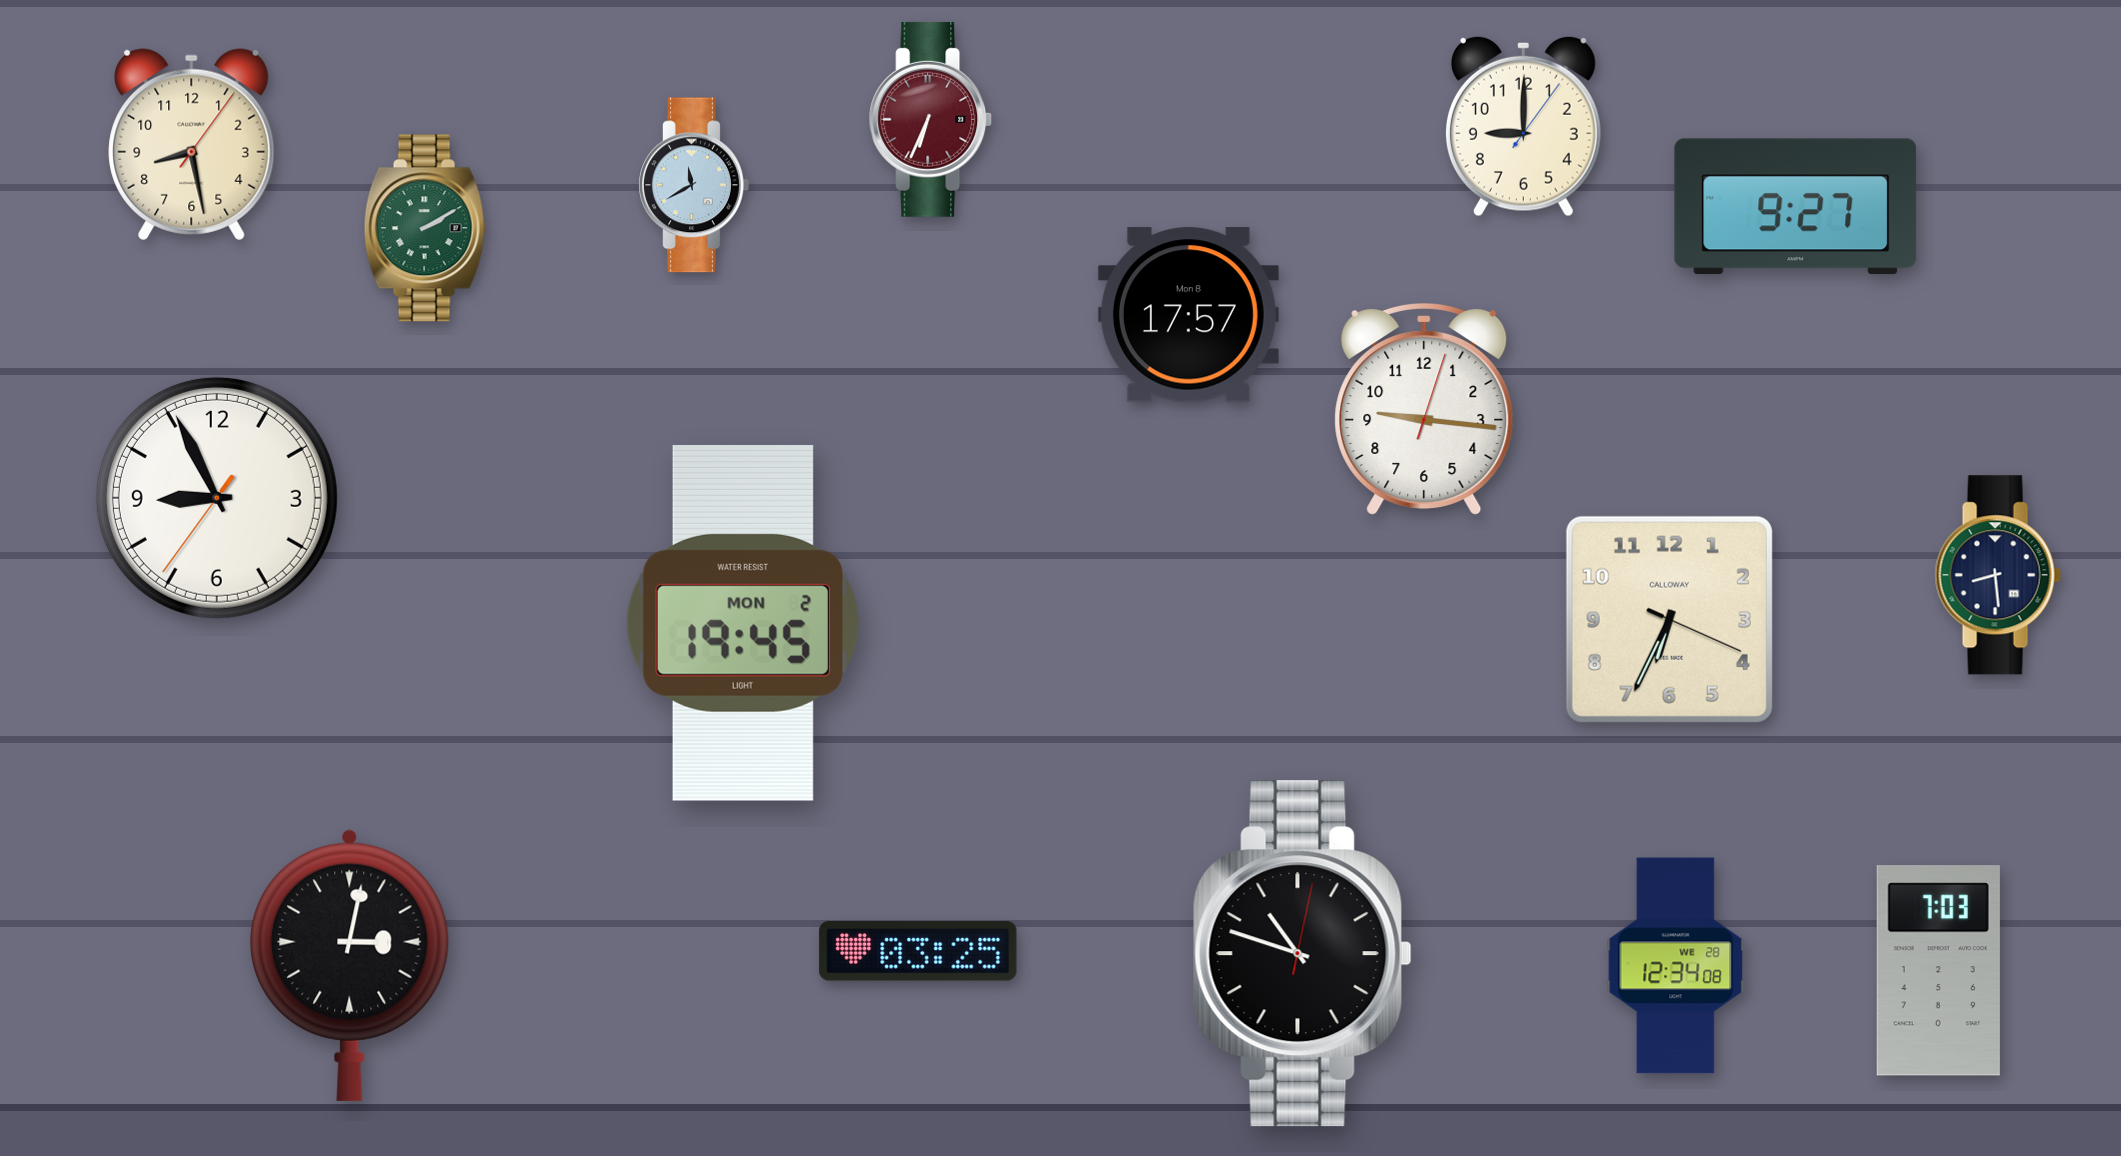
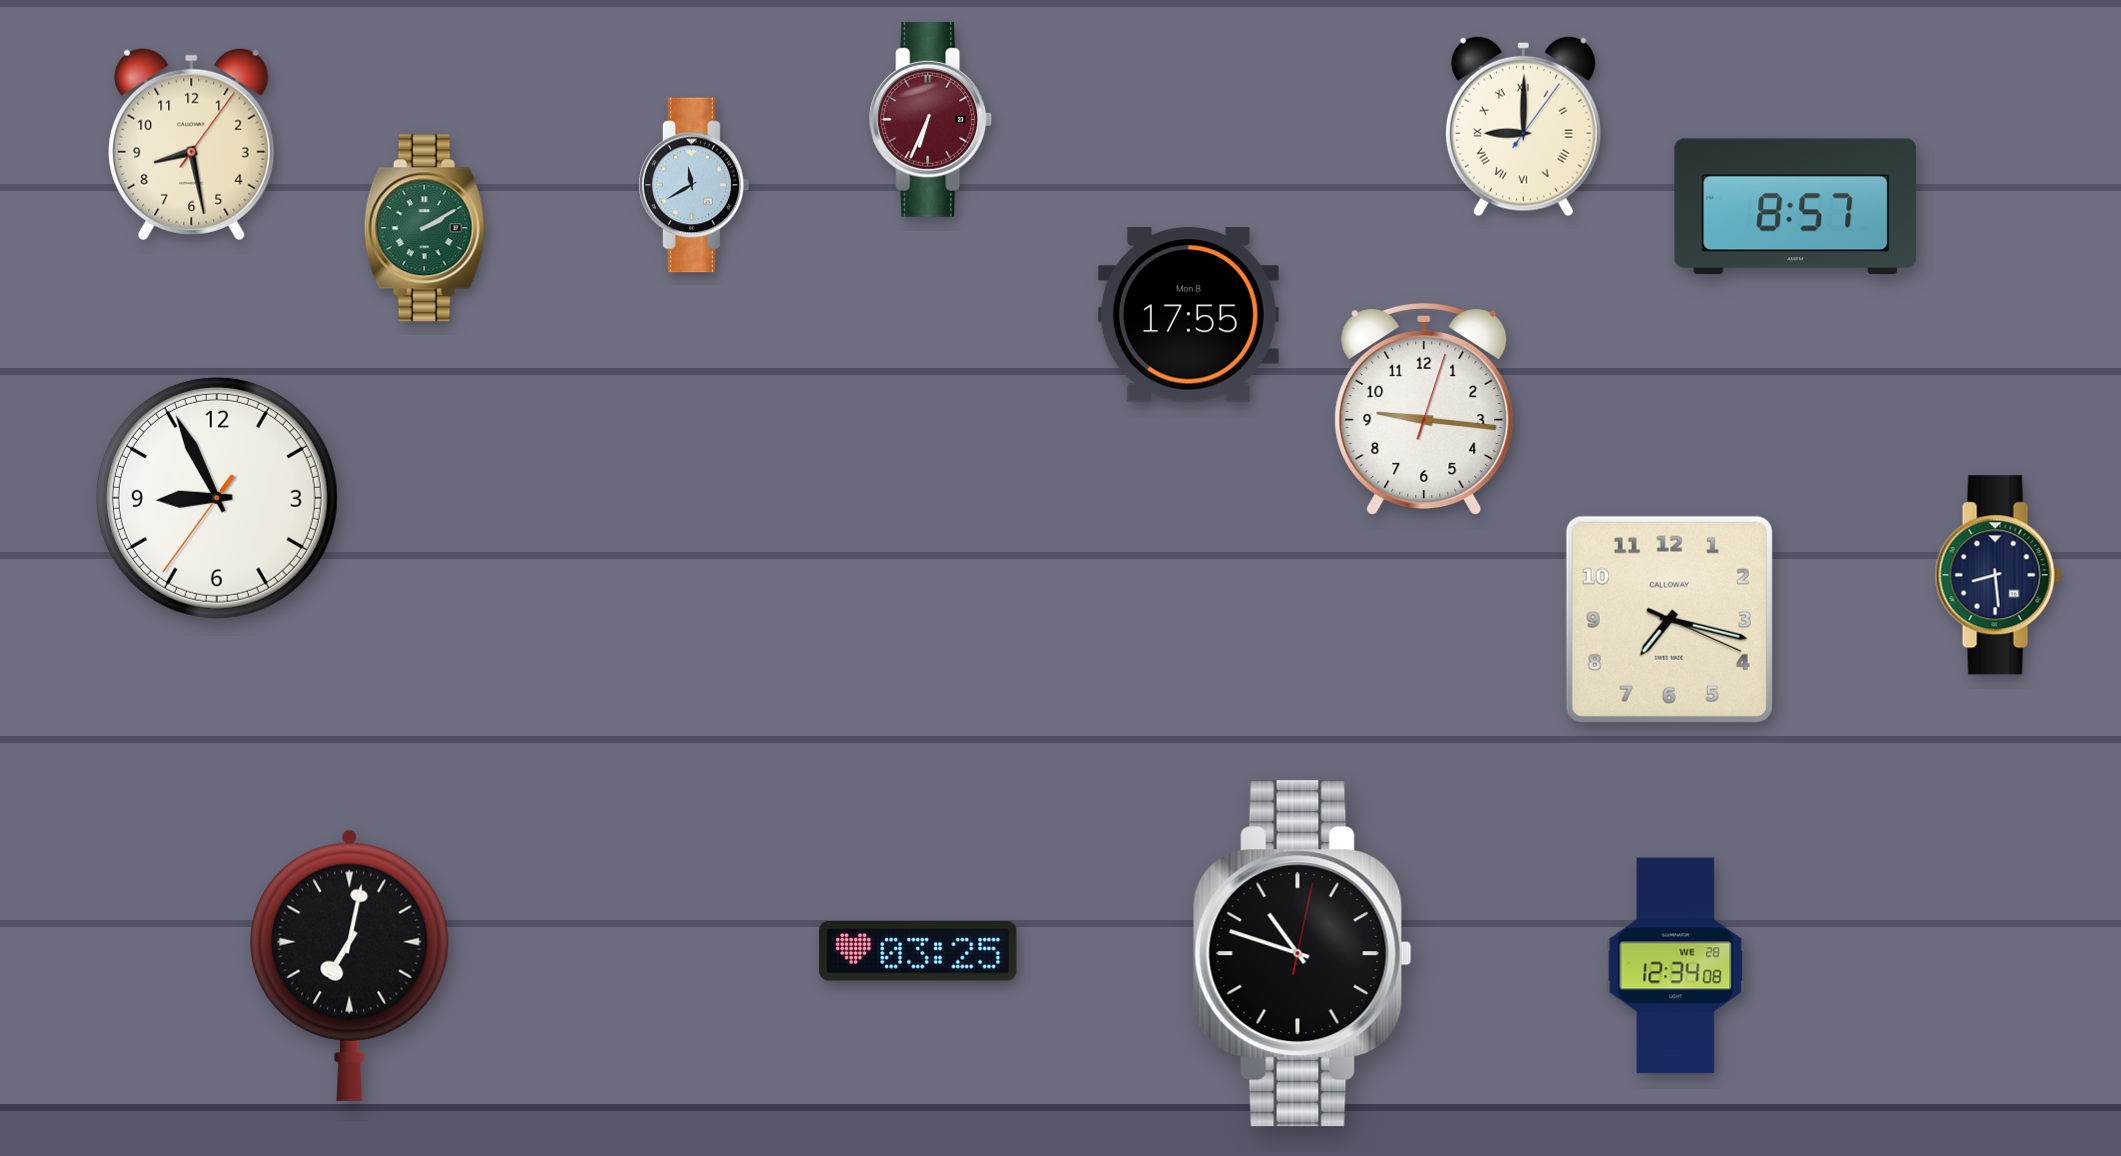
clock at (1523, 126) numerals: Arabic -> Roman
clock at (1796, 207): 9:27 -> 8:57
clock at (1188, 315): 17:57 -> 17:55
clock at (1669, 619): 6:34 -> 7:17
clock at (743, 623): 19:45 -> none
clock at (350, 965): 3:02 -> 7:02
clock at (1938, 971): 7:03 -> none
